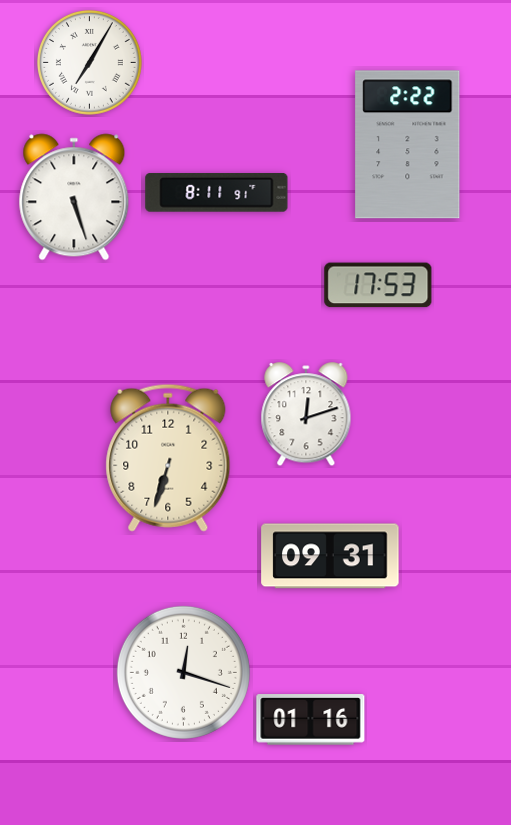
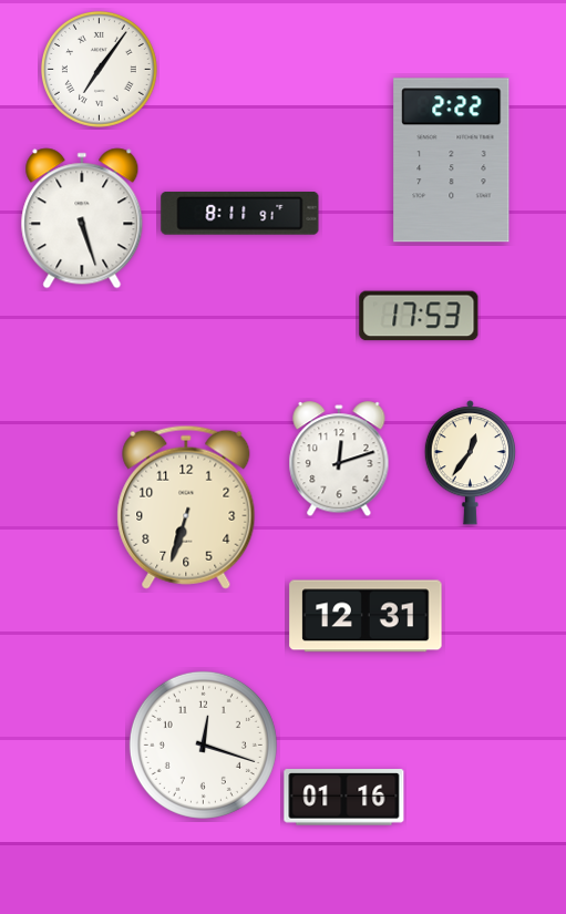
clock at (89, 62): 7:05 -> 7:06
clock at (470, 463): none -> 12:36
clock at (330, 556): 09:31 -> 12:31
